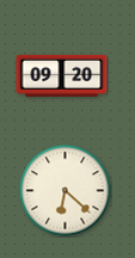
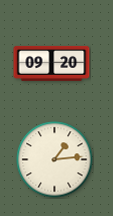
clock at (66, 191): 6:22 -> 1:14
